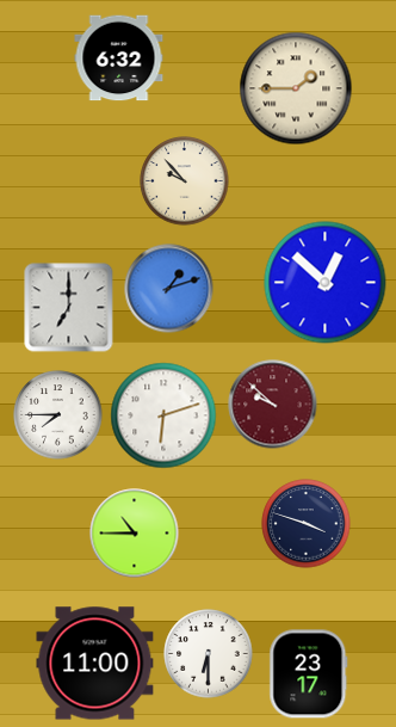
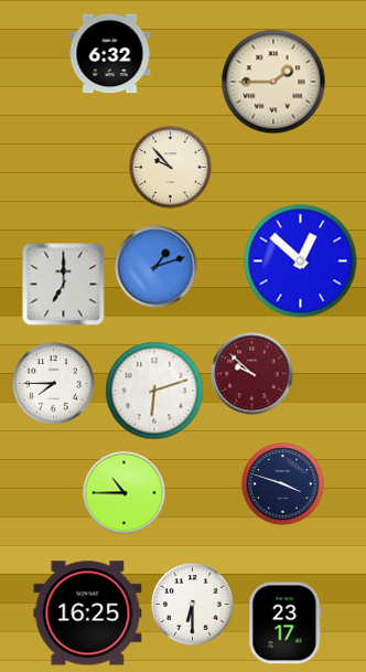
clock at (163, 415) position: (163, 415) -> (154, 391)
clock at (95, 664): 11:00 -> 16:25
